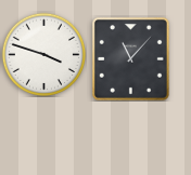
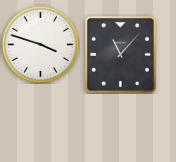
clock at (43, 54) position: (43, 54) -> (40, 44)
